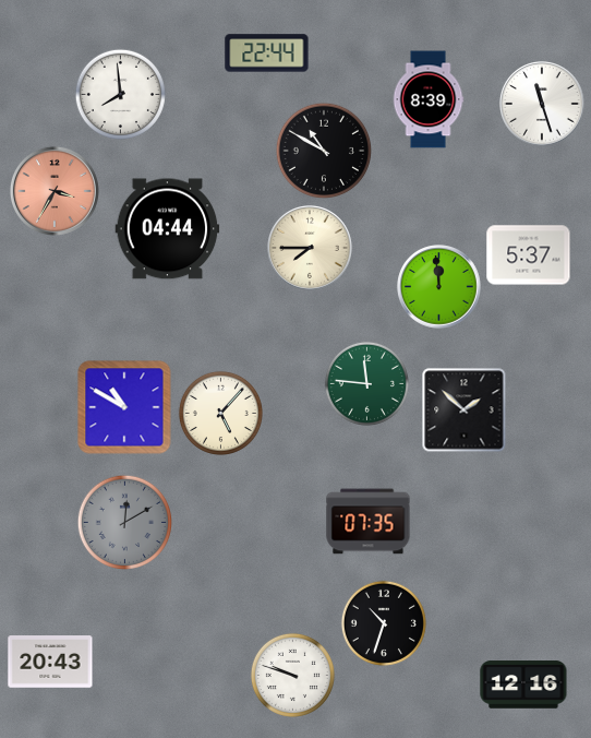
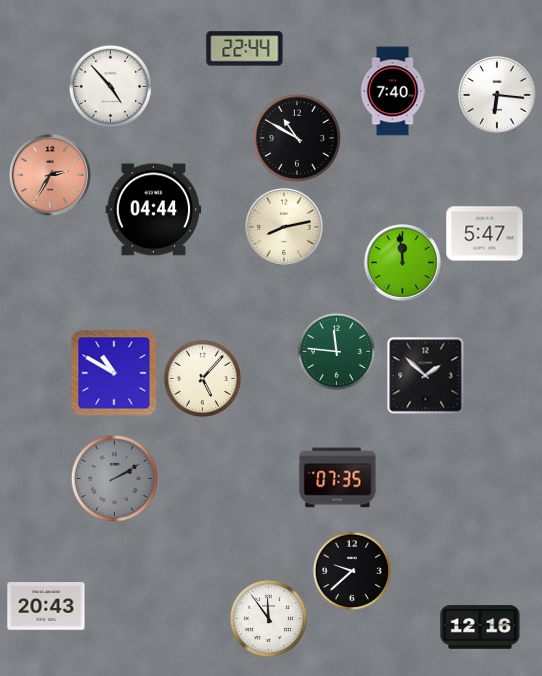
clock at (120, 94): 7:59 -> 4:53
clock at (429, 99): 8:39 -> 7:40
clock at (543, 105): 11:27 -> 6:16
clock at (55, 191): 3:35 -> 2:35
clock at (311, 249): 7:45 -> 8:13
clock at (529, 255): 5:37 -> 5:47
clock at (124, 522): 12:10 -> 2:10
clock at (384, 623): 10:33 -> 9:38
clock at (292, 675): 9:48 -> 11:54
